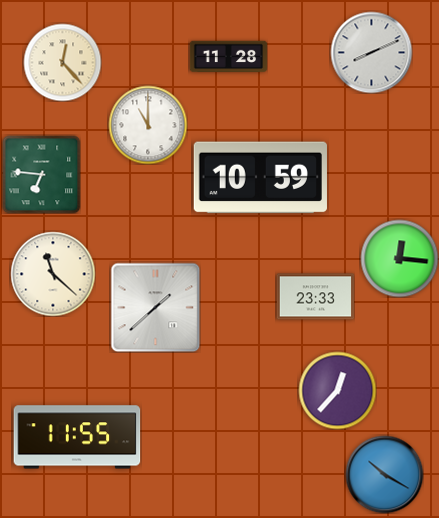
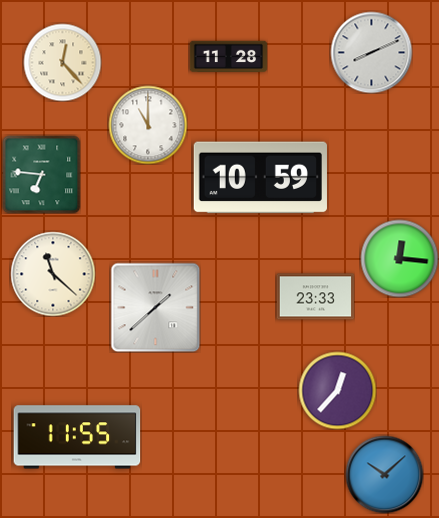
clock at (384, 474): 10:20 -> 10:08
